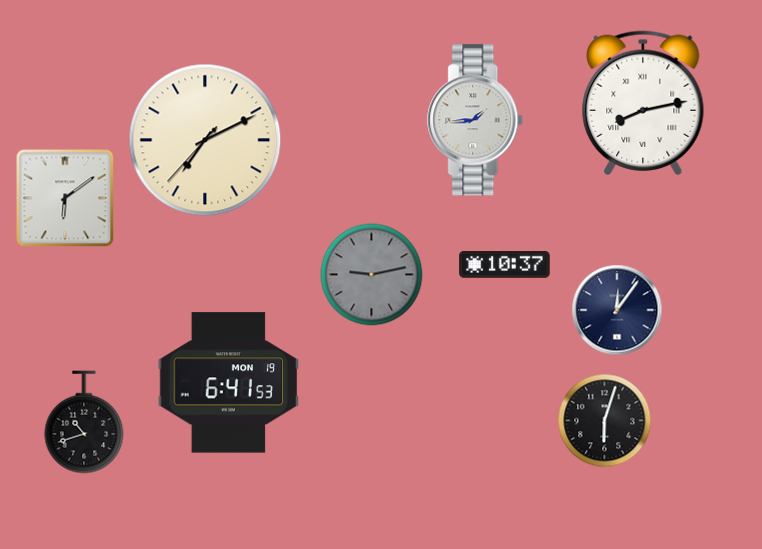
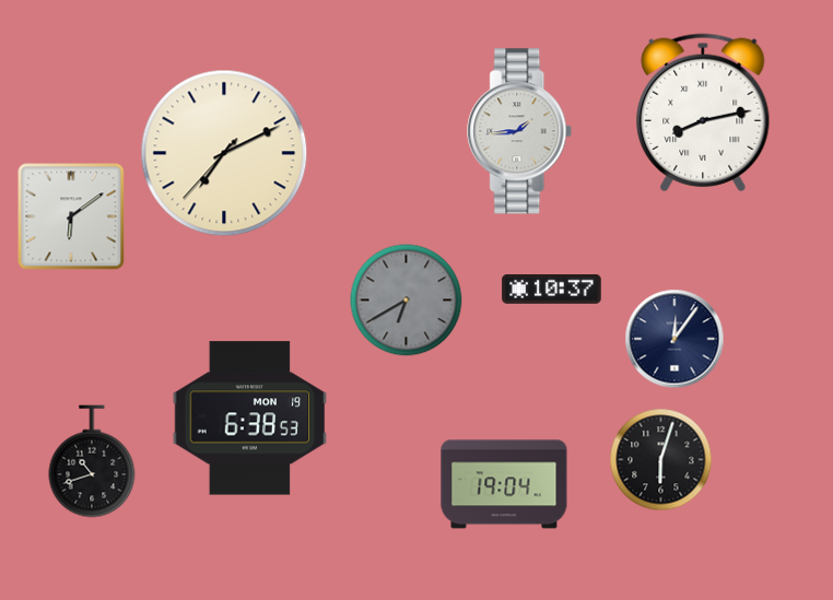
clock at (372, 275): 9:13 -> 6:40
clock at (229, 383): 6:41 -> 6:38
clock at (504, 484): none -> 19:04
